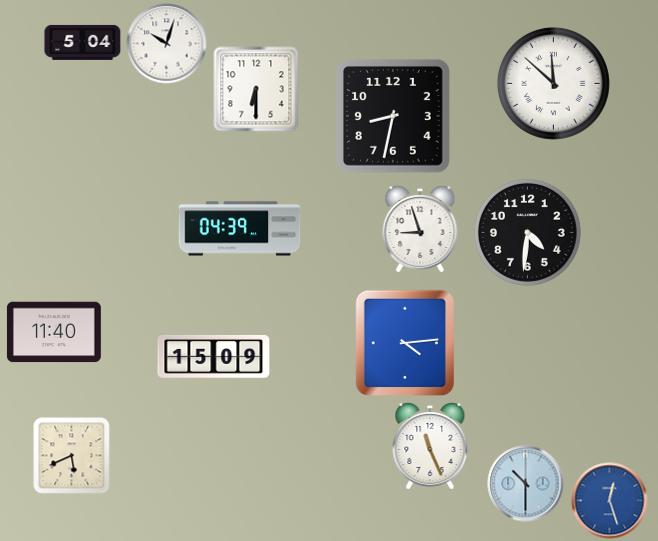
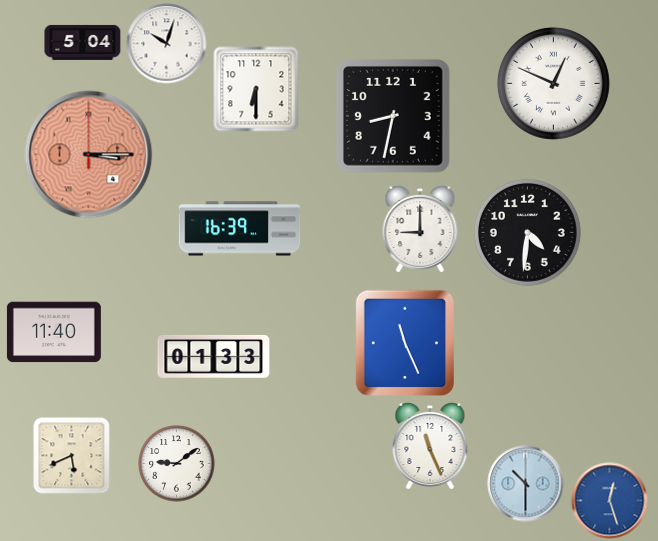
clock at (553, 83): 11:52 -> 12:49
clock at (89, 155): none -> 3:15
clock at (240, 229): 04:39 -> 16:39
clock at (420, 229): 8:57 -> 9:00
clock at (404, 342): 4:14 -> 11:26
clock at (214, 356): 15:09 -> 01:33
clock at (177, 464): none -> 9:09
